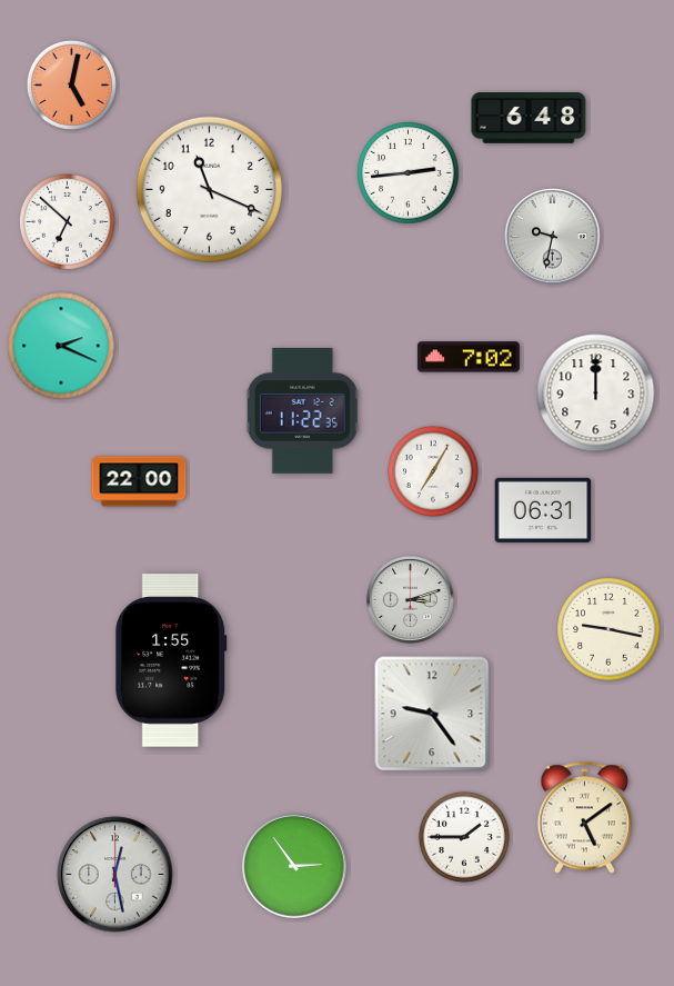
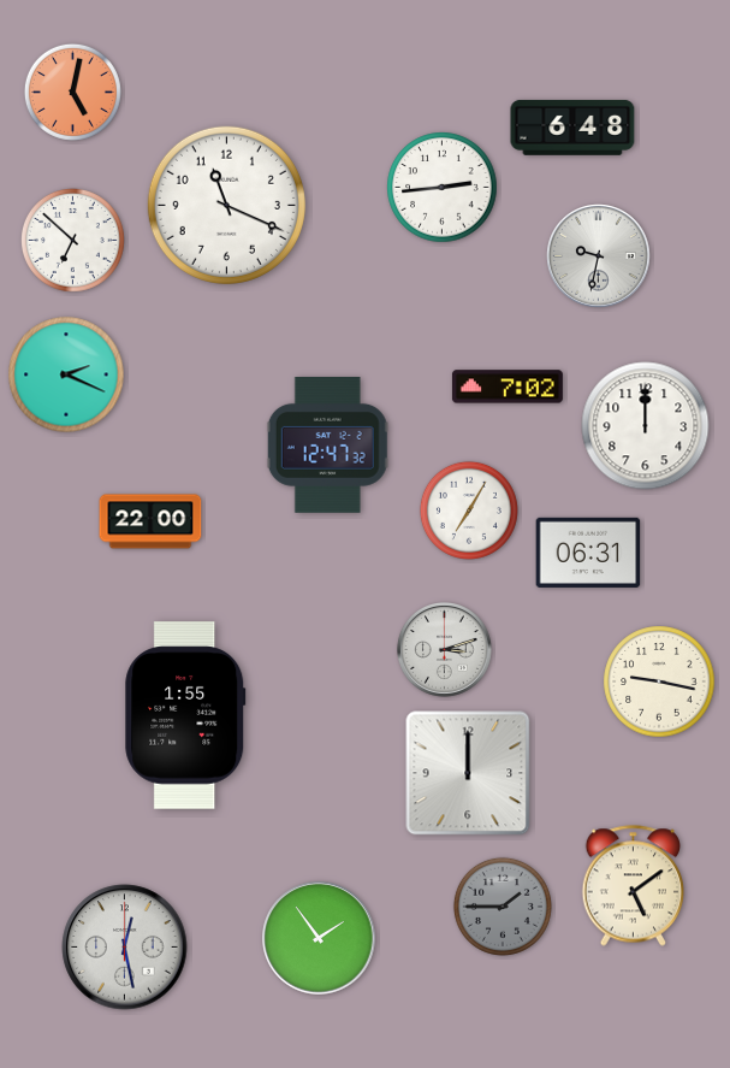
clock at (71, 84) position: (71, 84) -> (72, 92)
clock at (302, 410): 11:22 -> 12:47
clock at (432, 714): 9:24 -> 12:00
clock at (464, 837) dial: white -> grey
clock at (294, 866): 2:54 -> 1:54
